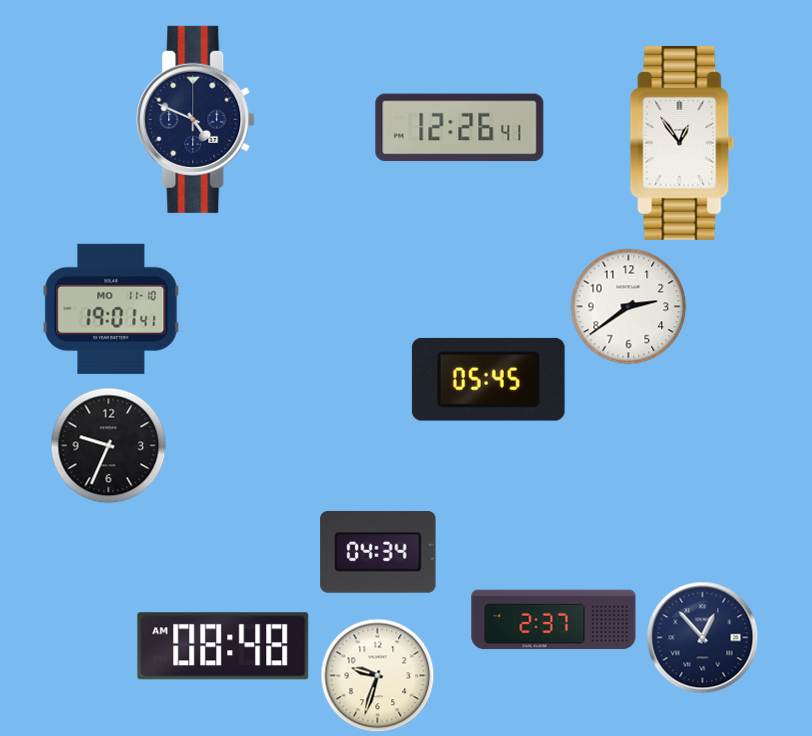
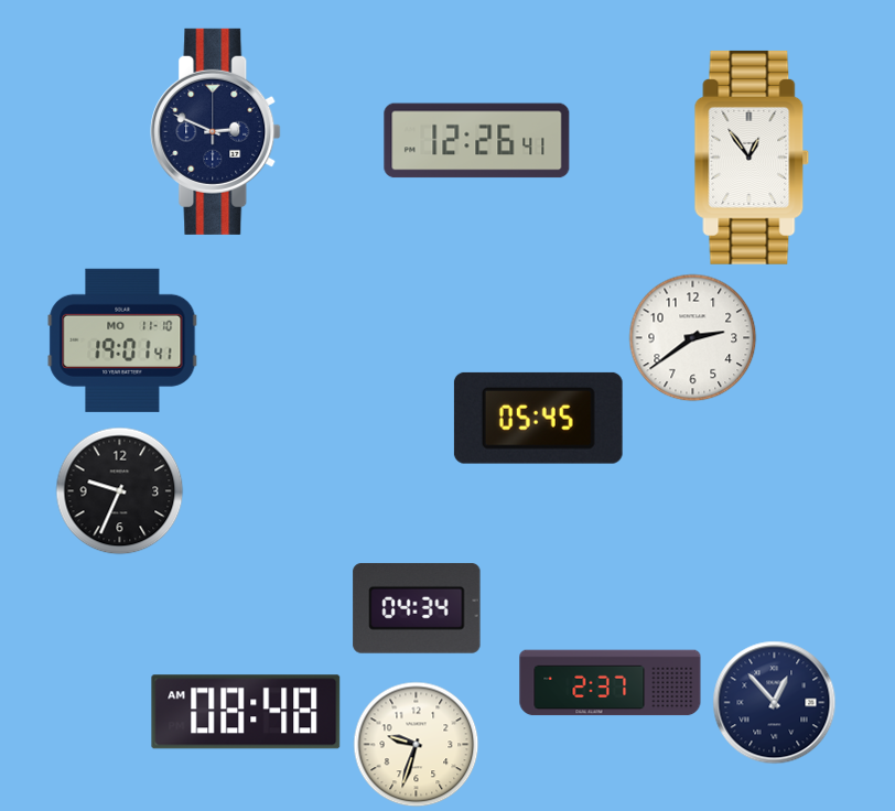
clock at (196, 119): 4:49 -> 2:49
clock at (460, 128) position: (460, 128) -> (477, 141)
